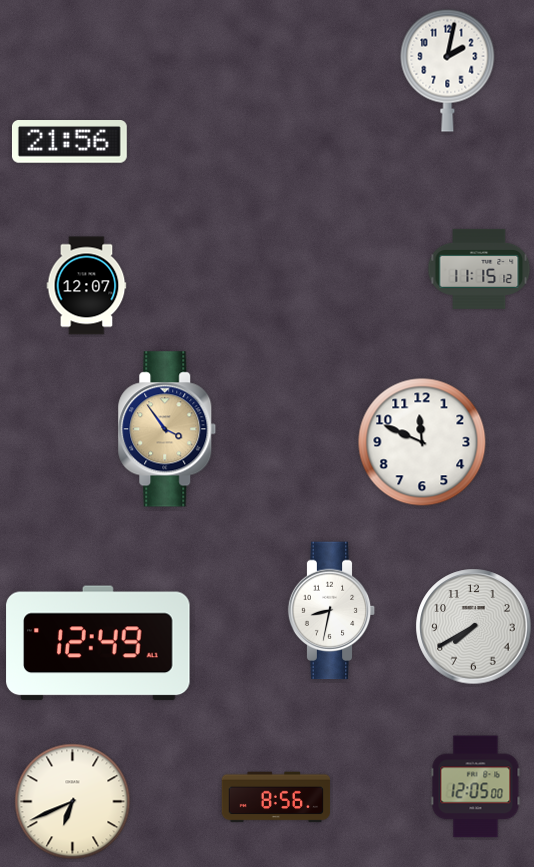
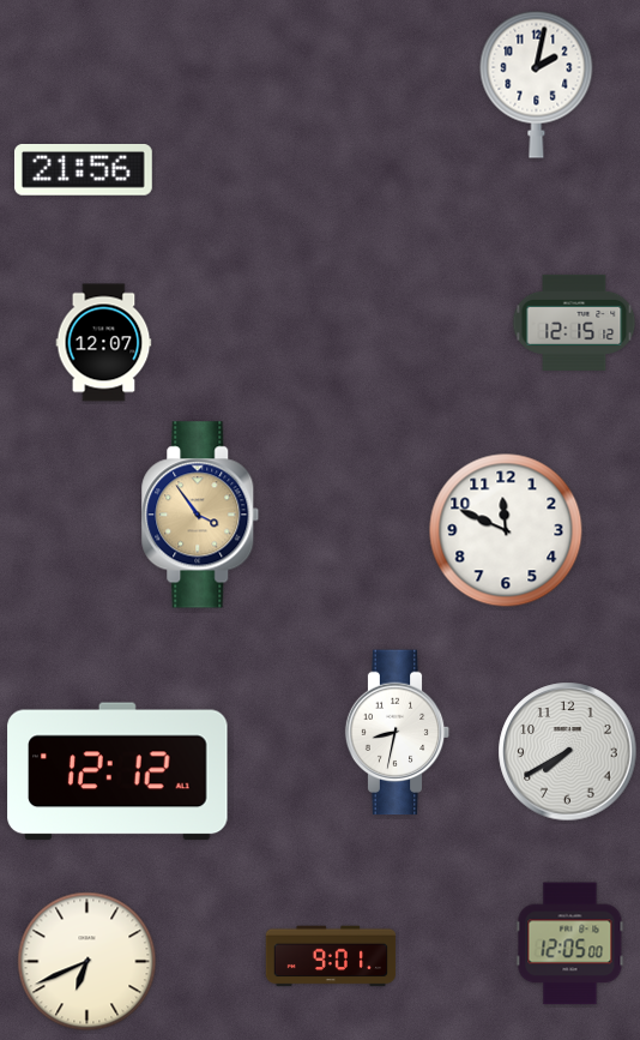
clock at (479, 269): 11:15 -> 12:15
clock at (98, 643): 12:49 -> 12:12
clock at (276, 797): 8:56 -> 9:01
